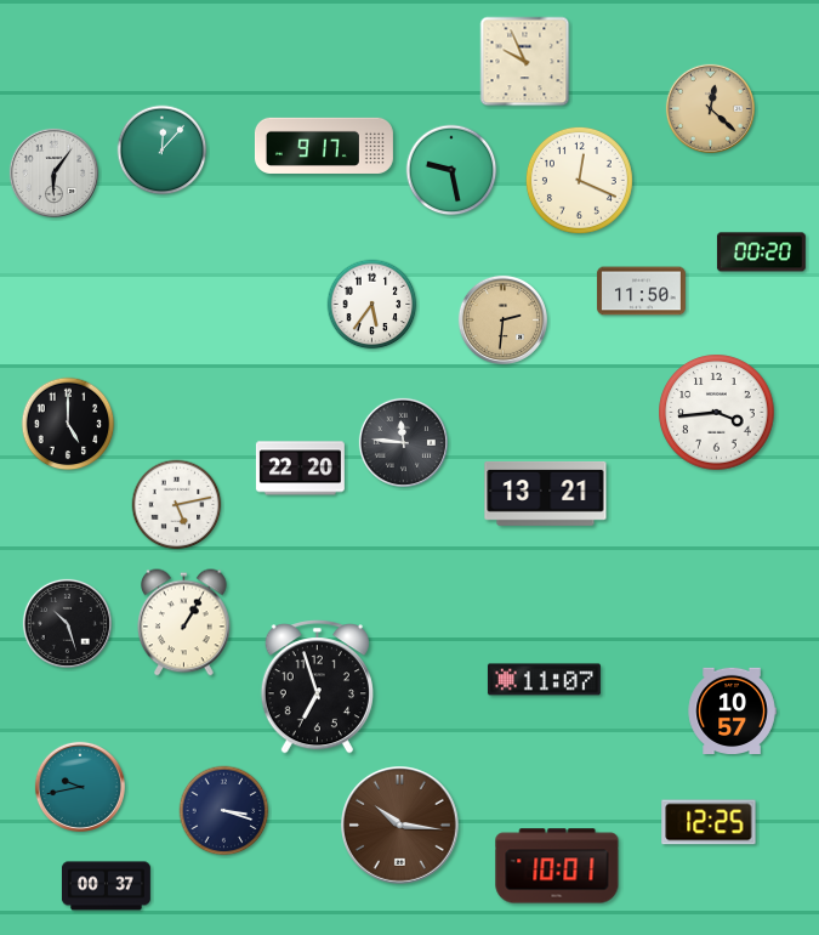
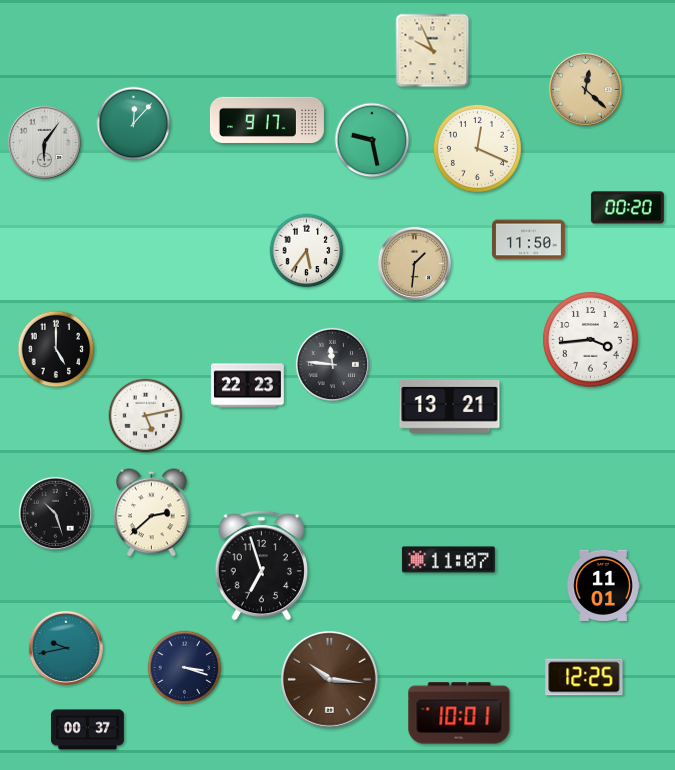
clock at (502, 319): 2:31 -> 1:31
clock at (300, 469): 22:20 -> 22:23
clock at (184, 623): 1:05 -> 2:38
clock at (732, 710): 10:57 -> 11:01
